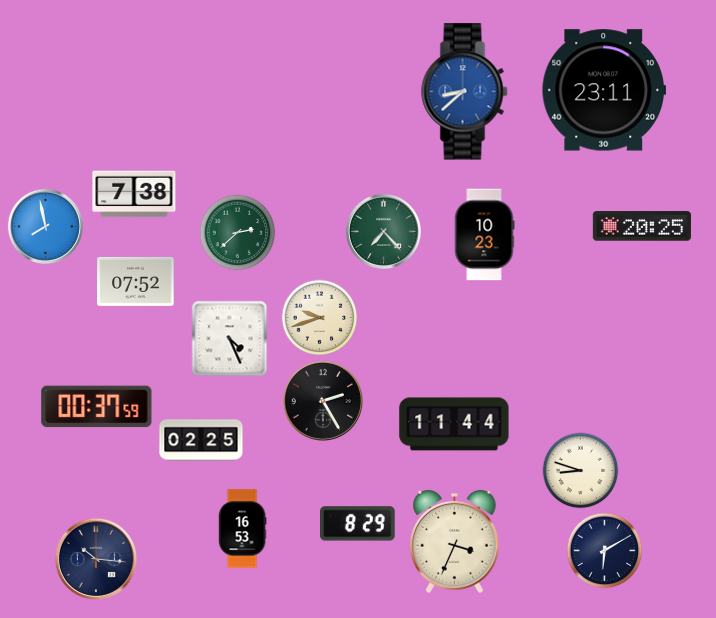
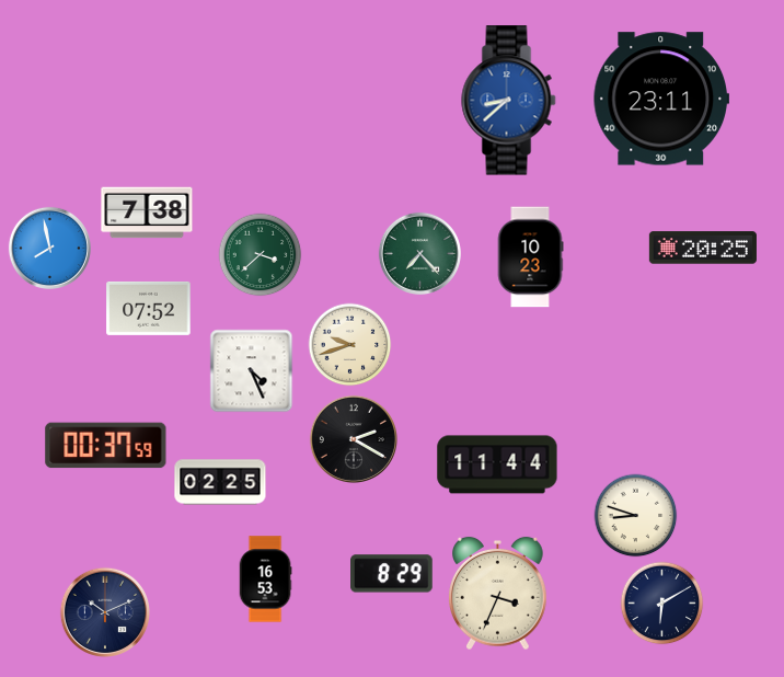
clock at (238, 233): 2:38 -> 3:38
clock at (320, 318) position: (320, 318) -> (350, 345)
clock at (322, 400): 2:25 -> 2:20
clock at (95, 558): 10:16 -> 10:11
